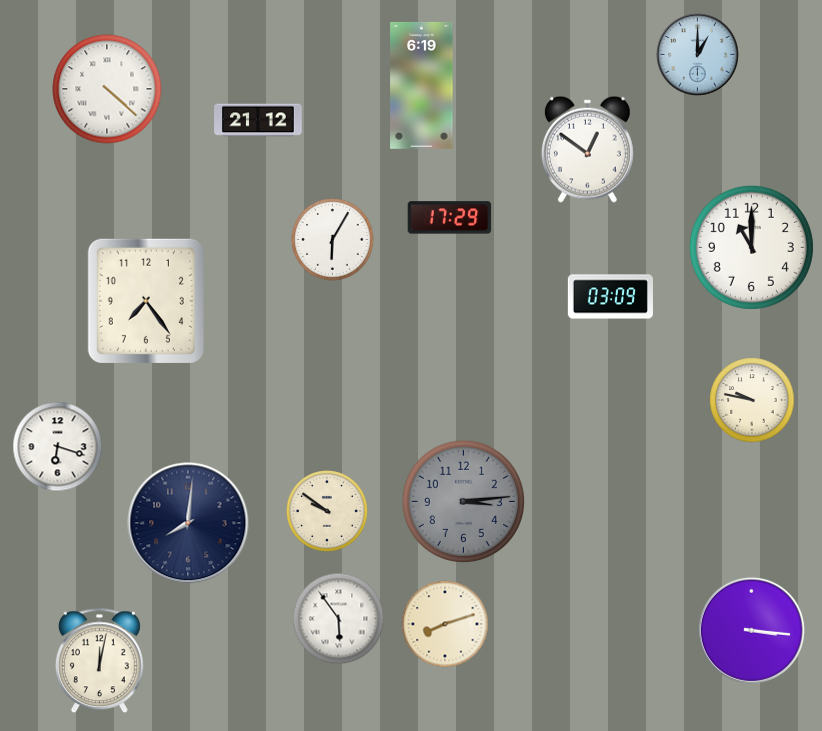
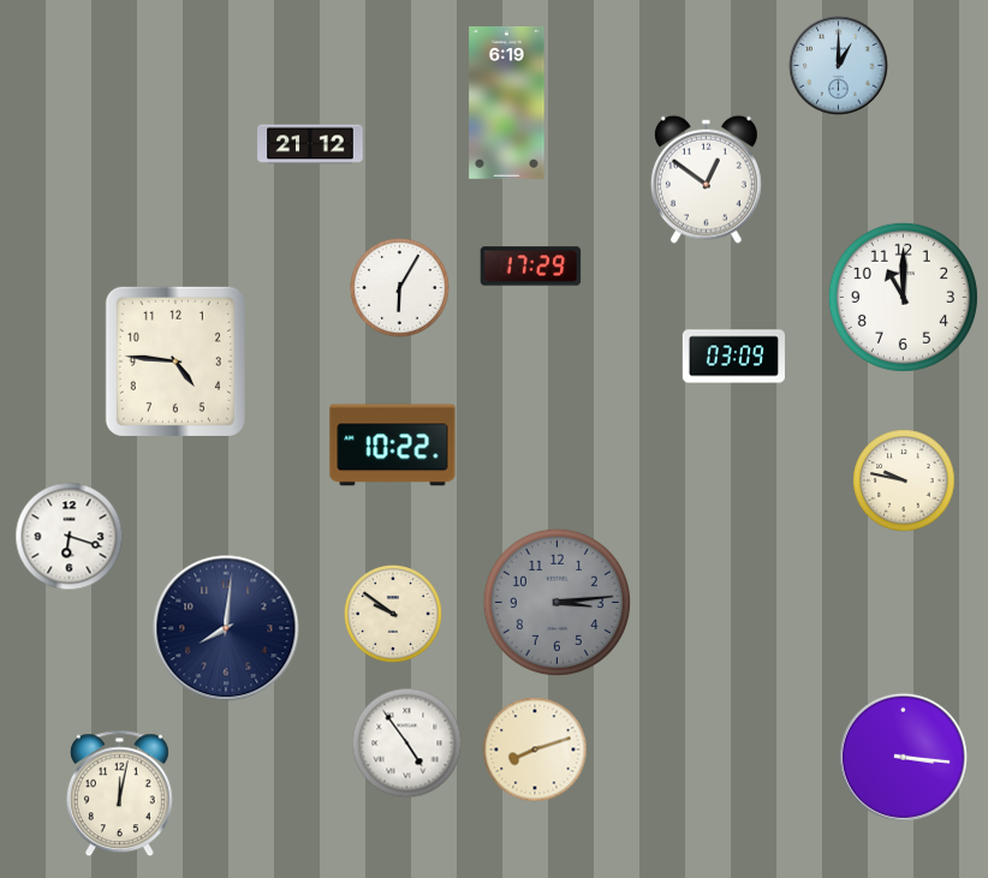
clock at (107, 89): 4:22 -> none
clock at (450, 218) position: (450, 218) -> (531, 267)
clock at (146, 301): 7:24 -> 4:46
clock at (393, 446): none -> 10:22
clock at (339, 619): 5:54 -> 4:54
